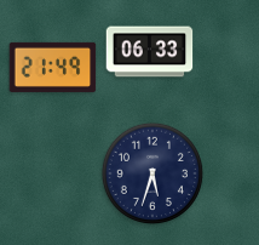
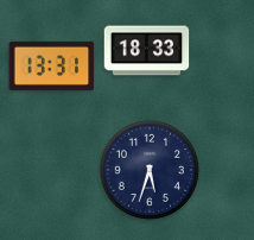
clock at (150, 52): 06:33 -> 18:33
clock at (53, 67): 21:49 -> 13:31
